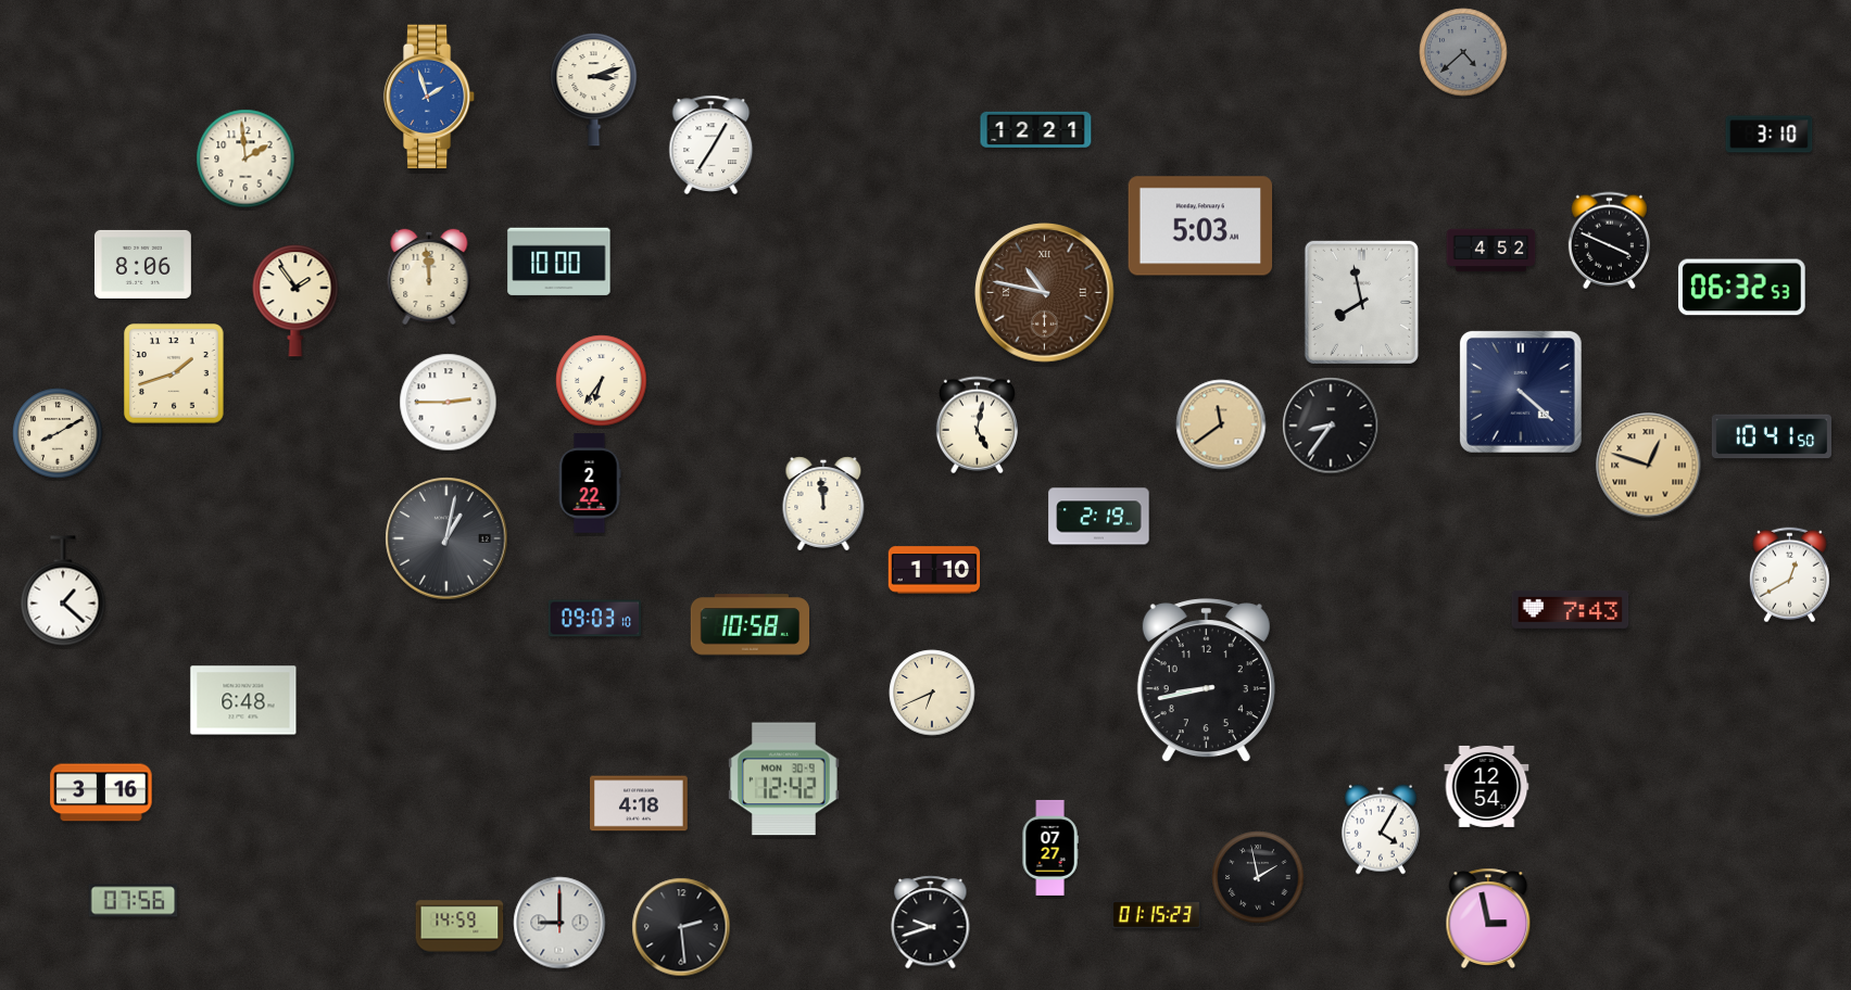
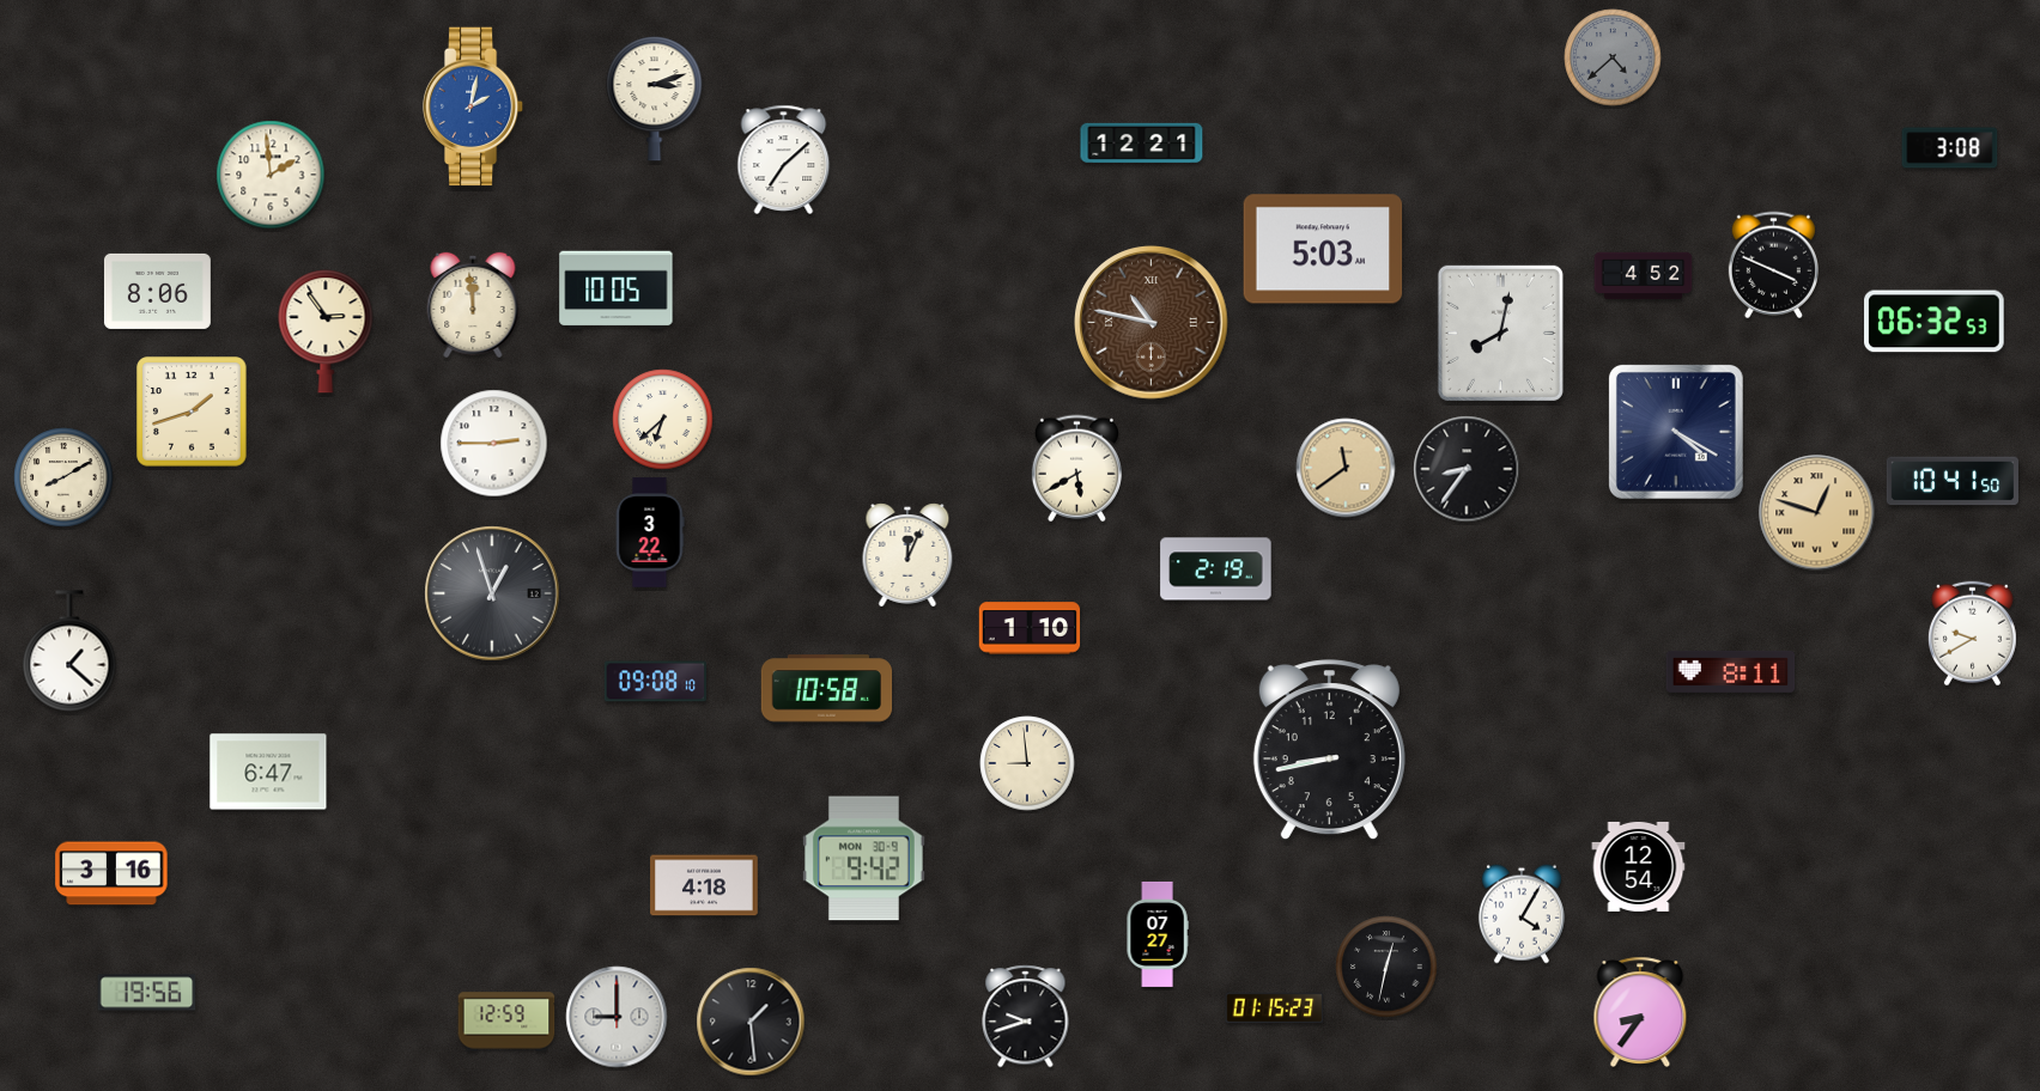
clock at (429, 97): 1:57 -> 2:02
clock at (1770, 135): 3:10 -> 3:08
clock at (712, 144): 7:05 -> 7:08
clock at (559, 264): 10:00 -> 10:05
clock at (1742, 288) position: (1742, 288) -> (1935, 322)
clock at (295, 301): 1:54 -> 2:54
clock at (1361, 302): 7:58 -> 8:02
clock at (602, 381): 6:36 -> 6:38
clock at (1521, 392): 4:22 -> 4:20
clock at (977, 426): 5:02 -> 5:40
clock at (590, 483): 2:22 -> 3:22
clock at (823, 504): 11:59 -> 12:04
clock at (1099, 517) position: (1099, 517) -> (1216, 569)
clock at (446, 538): 1:02 -> 12:57
clock at (1789, 575): 12:40 -> 9:40
clock at (1571, 609): 7:43 -> 8:11
clock at (594, 619): 09:03 -> 09:08
clock at (932, 693): 6:41 -> 8:59
clock at (243, 700): 6:48 -> 6:47
clock at (783, 779): 12:42 -> 9:42
clock at (1258, 877): 1:58 -> 12:32
clock at (134, 901): 07:56 -> 19:56
clock at (1488, 917): 2:58 -> 8:36
clock at (459, 927): 14:59 -> 12:59
clock at (681, 927): 2:29 -> 1:29
